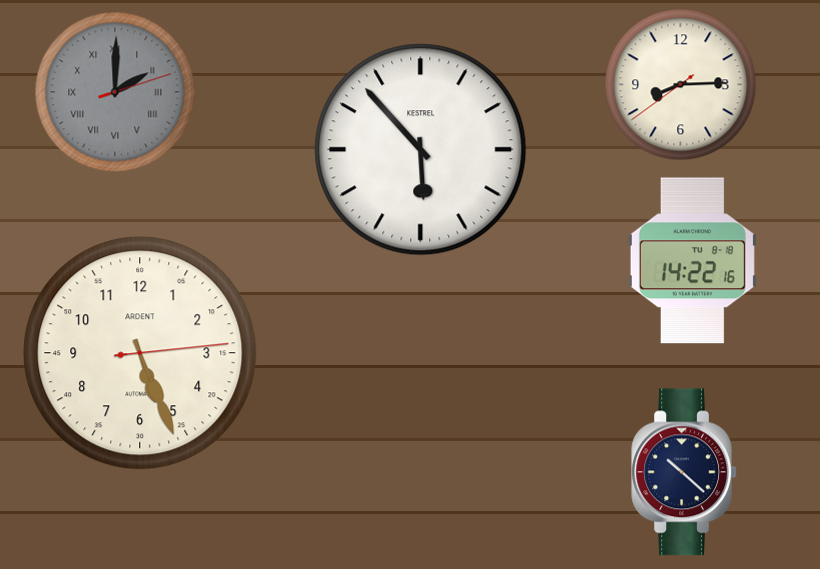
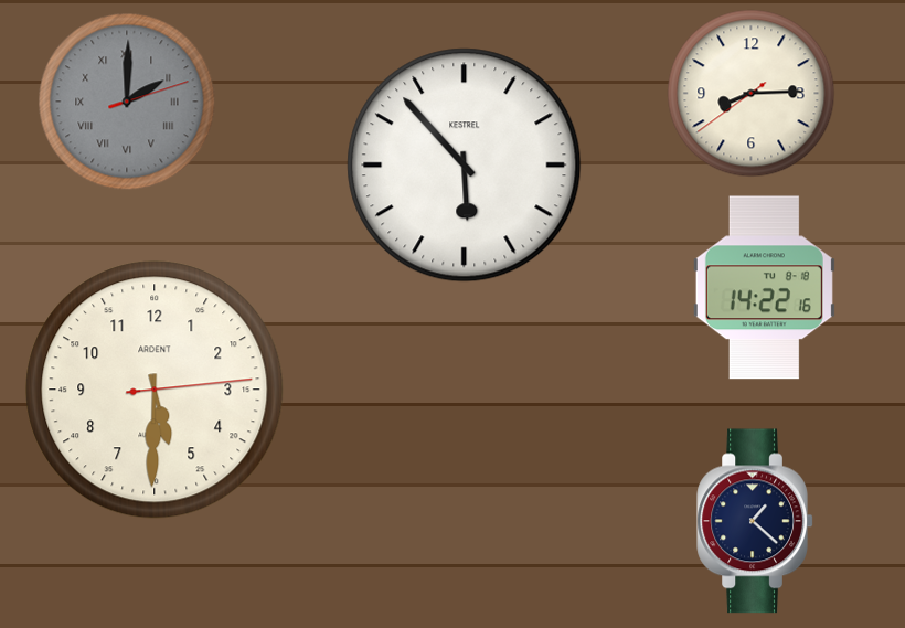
clock at (140, 353): 5:26 -> 5:30
clock at (684, 472): 10:22 -> 1:22
